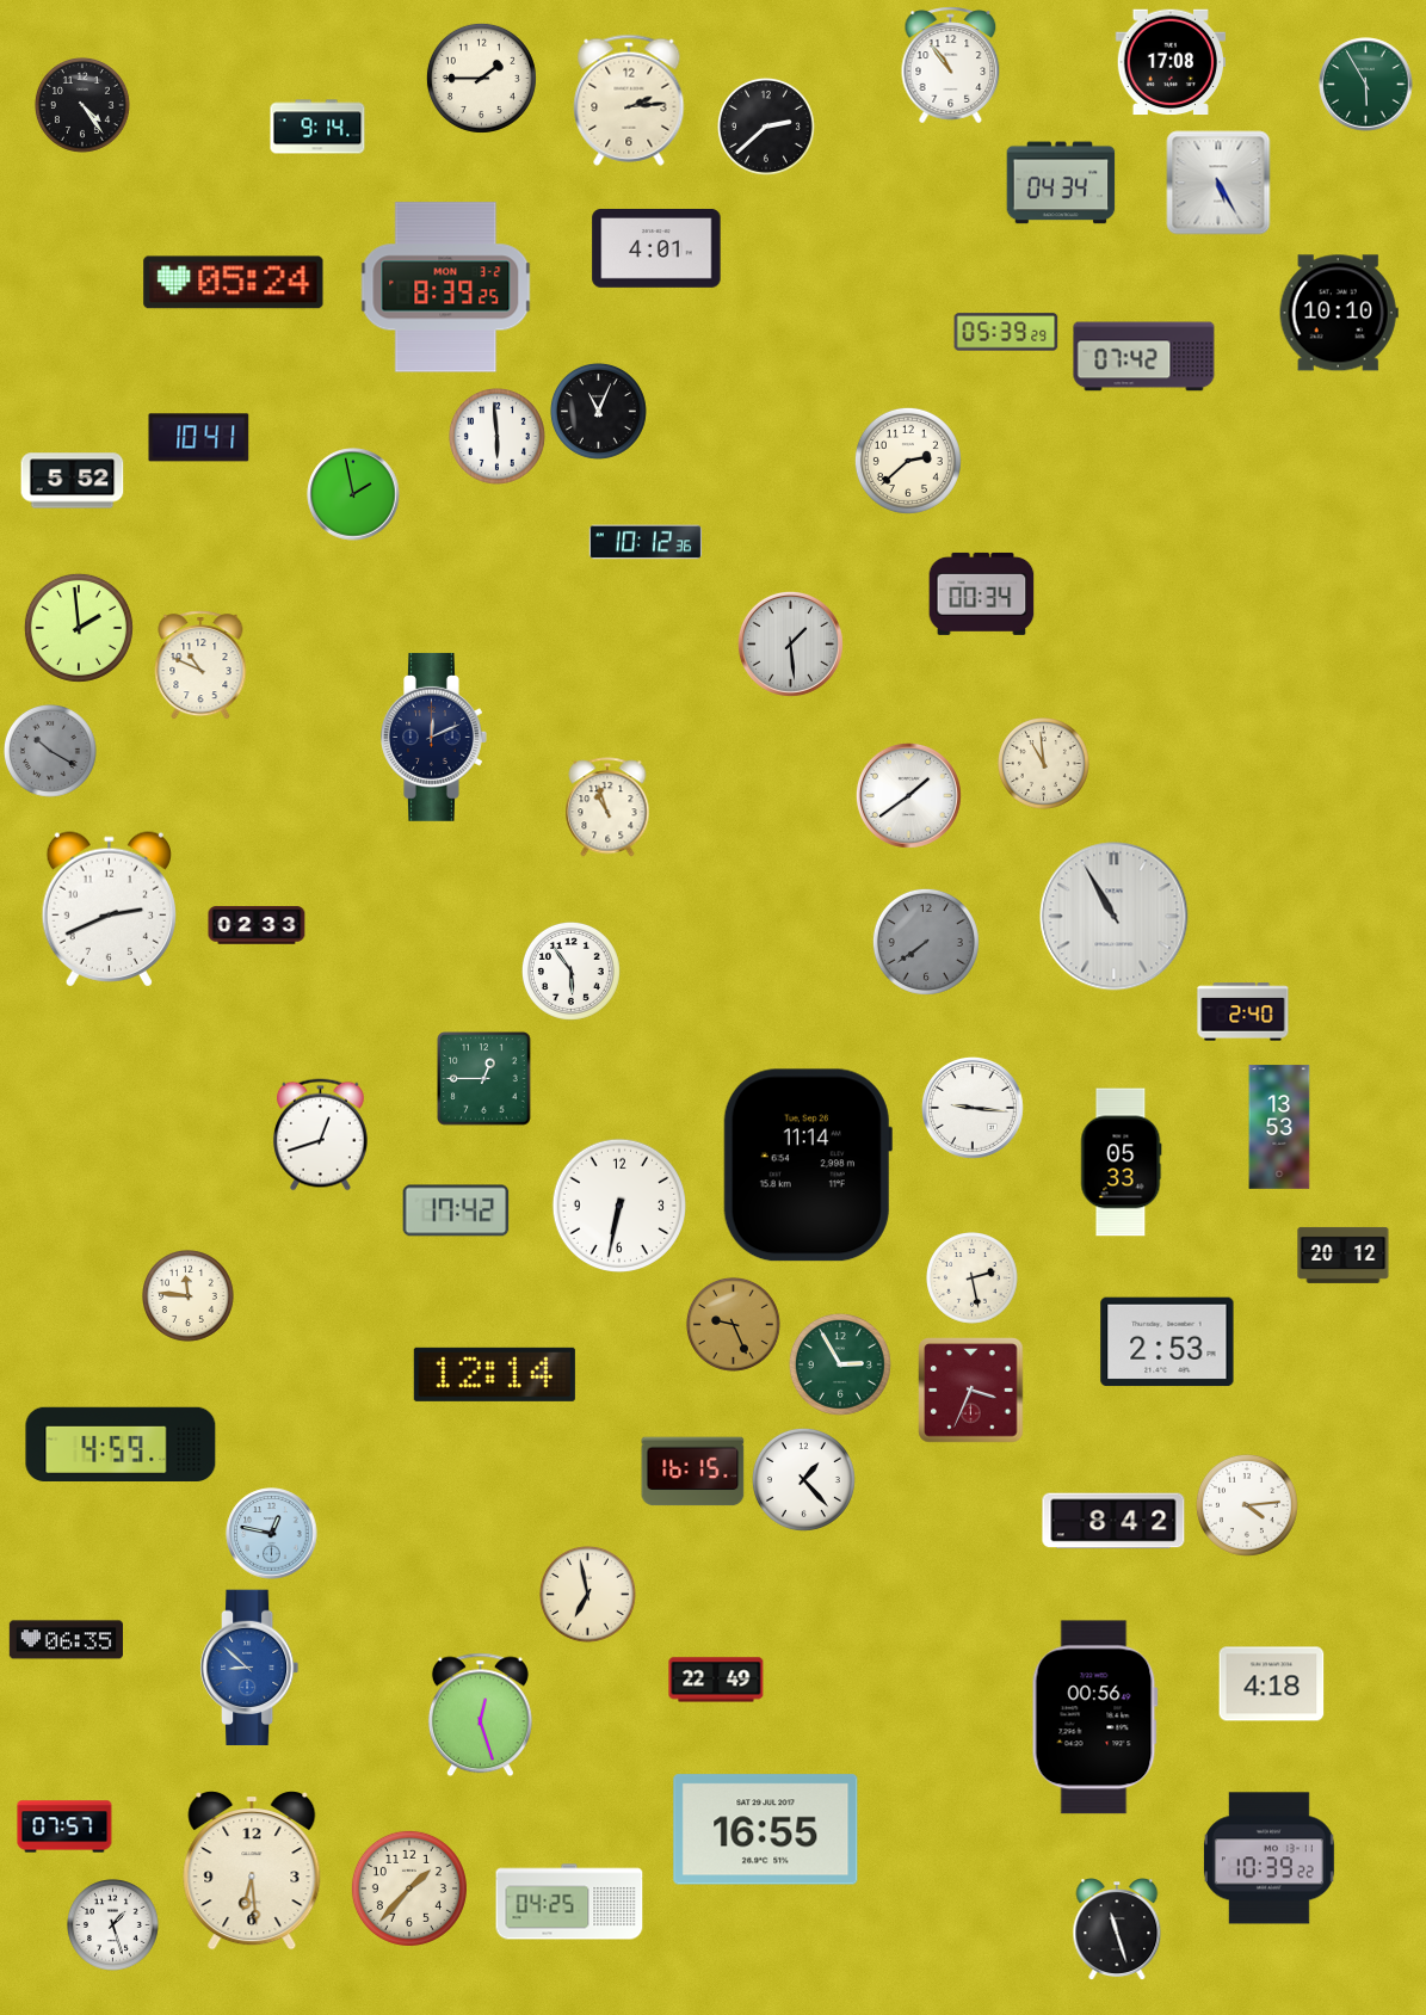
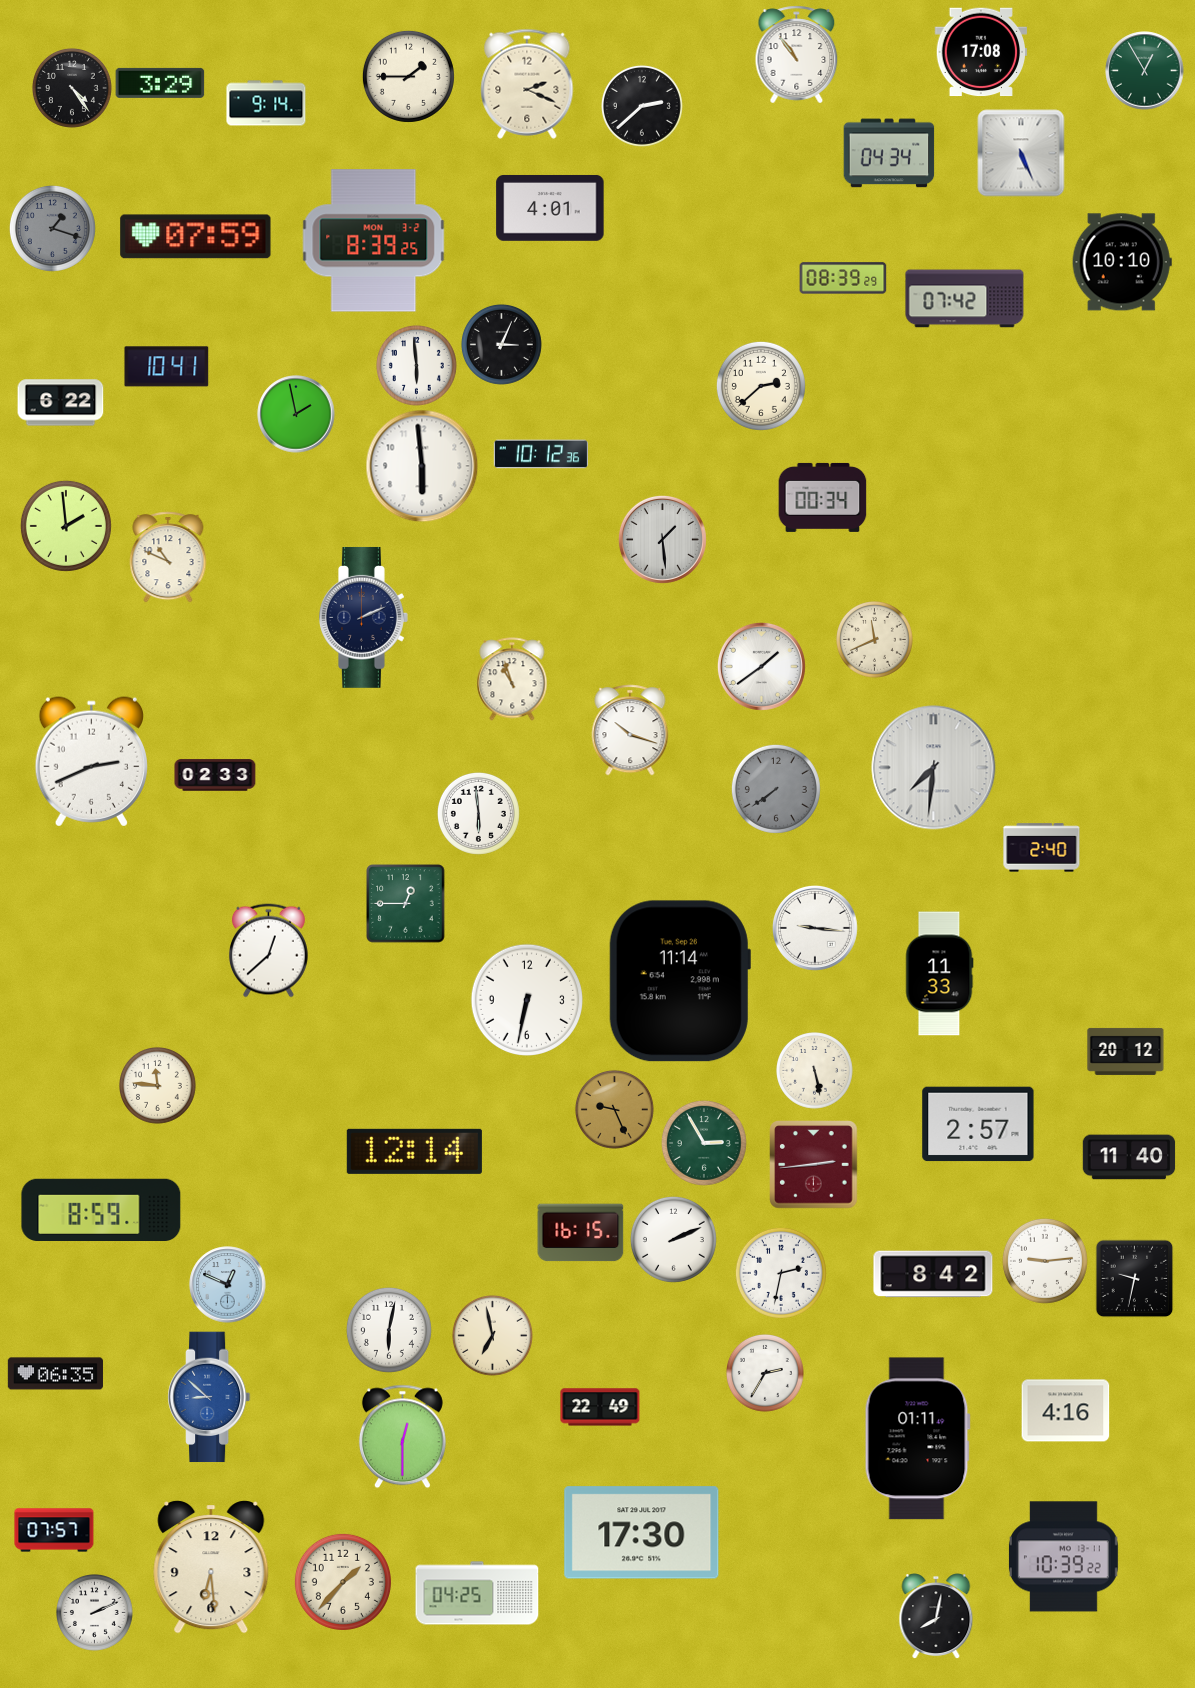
clock at (481, 78) position: (481, 78) -> (408, 76)
clock at (1366, 85): 5:55 -> 12:55
clock at (160, 83): none -> 3:29
clock at (629, 100): 2:14 -> 2:19
clock at (82, 105) position: (82, 105) -> (72, 88)
clock at (317, 127) position: (317, 127) -> (266, 103)
clock at (1218, 183): 5:25 -> 5:26
clock at (52, 228): none -> 1:18
clock at (234, 283): 05:24 -> 07:59
clock at (1006, 332): 05:39 -> 08:39
clock at (1144, 357) position: (1144, 357) -> (965, 299)
clock at (598, 411): 11:04 -> 3:04
clock at (73, 481): 5:52 -> 6:22
clock at (422, 466): none -> 5:59
clock at (434, 737): 12:11 -> 2:11
clock at (51, 752): 10:20 -> none
clock at (1044, 764): 10:59 -> 11:41
clock at (607, 807) position: (607, 807) -> (512, 679)
clock at (630, 730): none -> 10:18
clock at (1115, 917): 10:55 -> 7:31
clock at (570, 970): 5:54 -> 5:59
clock at (1279, 1127): 13:53 -> none
clock at (320, 1135): 12:42 -> 12:38
clock at (1121, 1163): 05:33 -> 11:33
clock at (808, 1165) position: (808, 1165) -> (680, 981)
clock at (618, 1204) position: (618, 1204) -> (526, 999)
clock at (456, 1210): 17:42 -> none
clock at (973, 1278): 2:28 -> 5:28
clock at (1167, 1342): 2:53 -> 2:57
clock at (1129, 1157): none -> 11:40
clock at (971, 1391): 3:34 -> 2:44
clock at (121, 1443): 4:59 -> 8:59
clock at (803, 1479): 1:23 -> 2:11
clock at (1247, 1505): 4:14 -> 9:14
clock at (781, 1273): none -> 2:32
clock at (1134, 1278): none -> 9:32
clock at (272, 1534): 12:47 -> 12:49
clock at (389, 1330): none -> 6:02
clock at (766, 1374): none -> 2:35
clock at (1272, 1684): 4:18 -> 4:16
clock at (480, 1715): 12:27 -> 12:30
clock at (1094, 1718): 00:56 -> 01:11
clock at (766, 1830): 16:55 -> 17:30
clock at (113, 1925): 1:27 -> 2:11
clock at (1117, 1929): 11:27 -> 8:02
